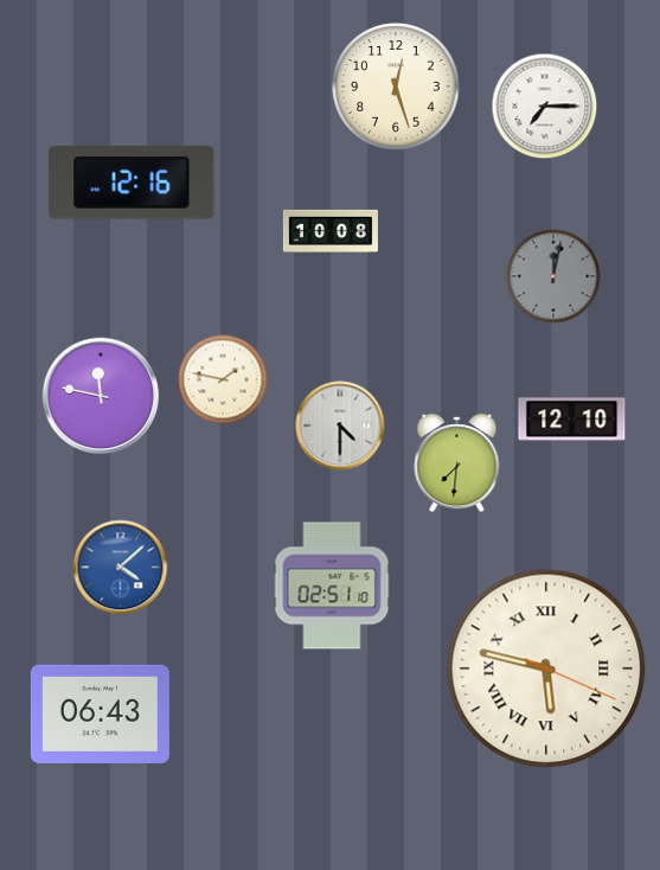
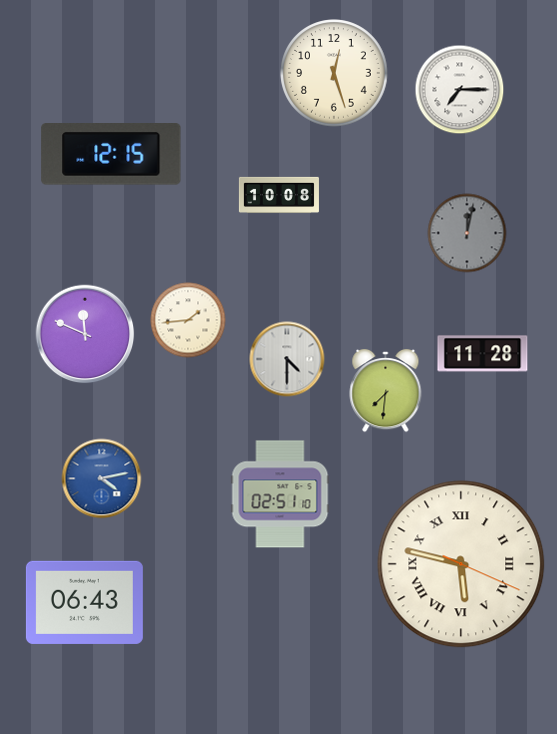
clock at (132, 183): 12:16 -> 12:15
clock at (223, 379): 1:47 -> 1:44
clock at (101, 396): 11:47 -> 11:49
clock at (572, 420): 12:10 -> 11:28
clock at (121, 568): 4:08 -> 4:13
